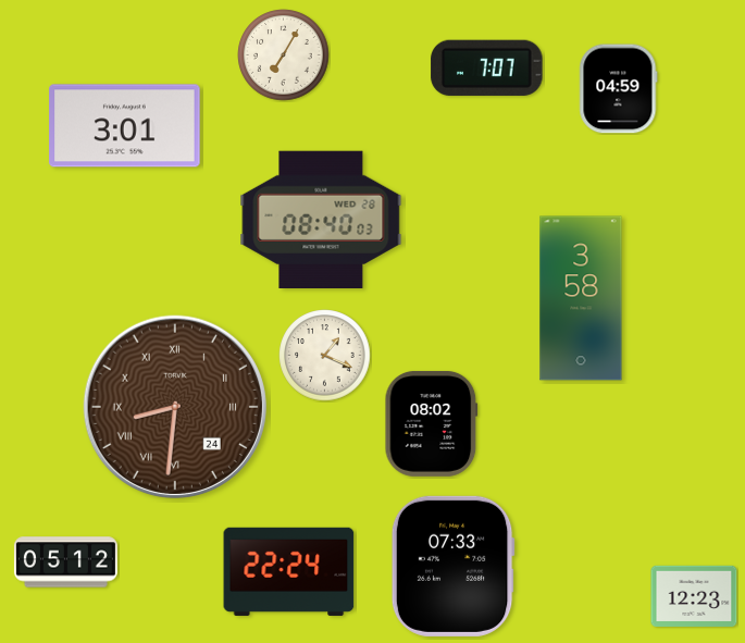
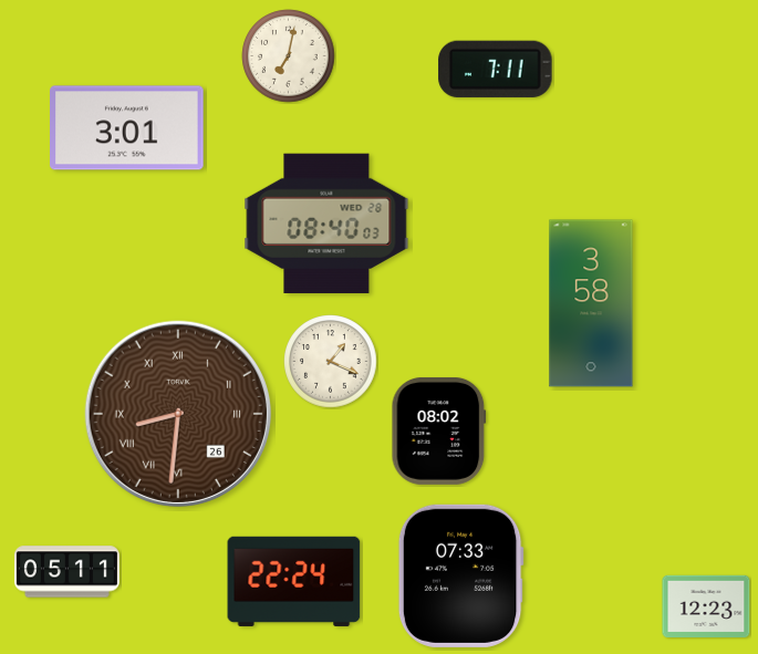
clock at (284, 55): 7:05 -> 7:02
clock at (487, 67): 7:07 -> 7:11
clock at (619, 89): 04:59 -> none
clock at (175, 407) date: 24 -> 26
clock at (65, 562): 05:12 -> 05:11
